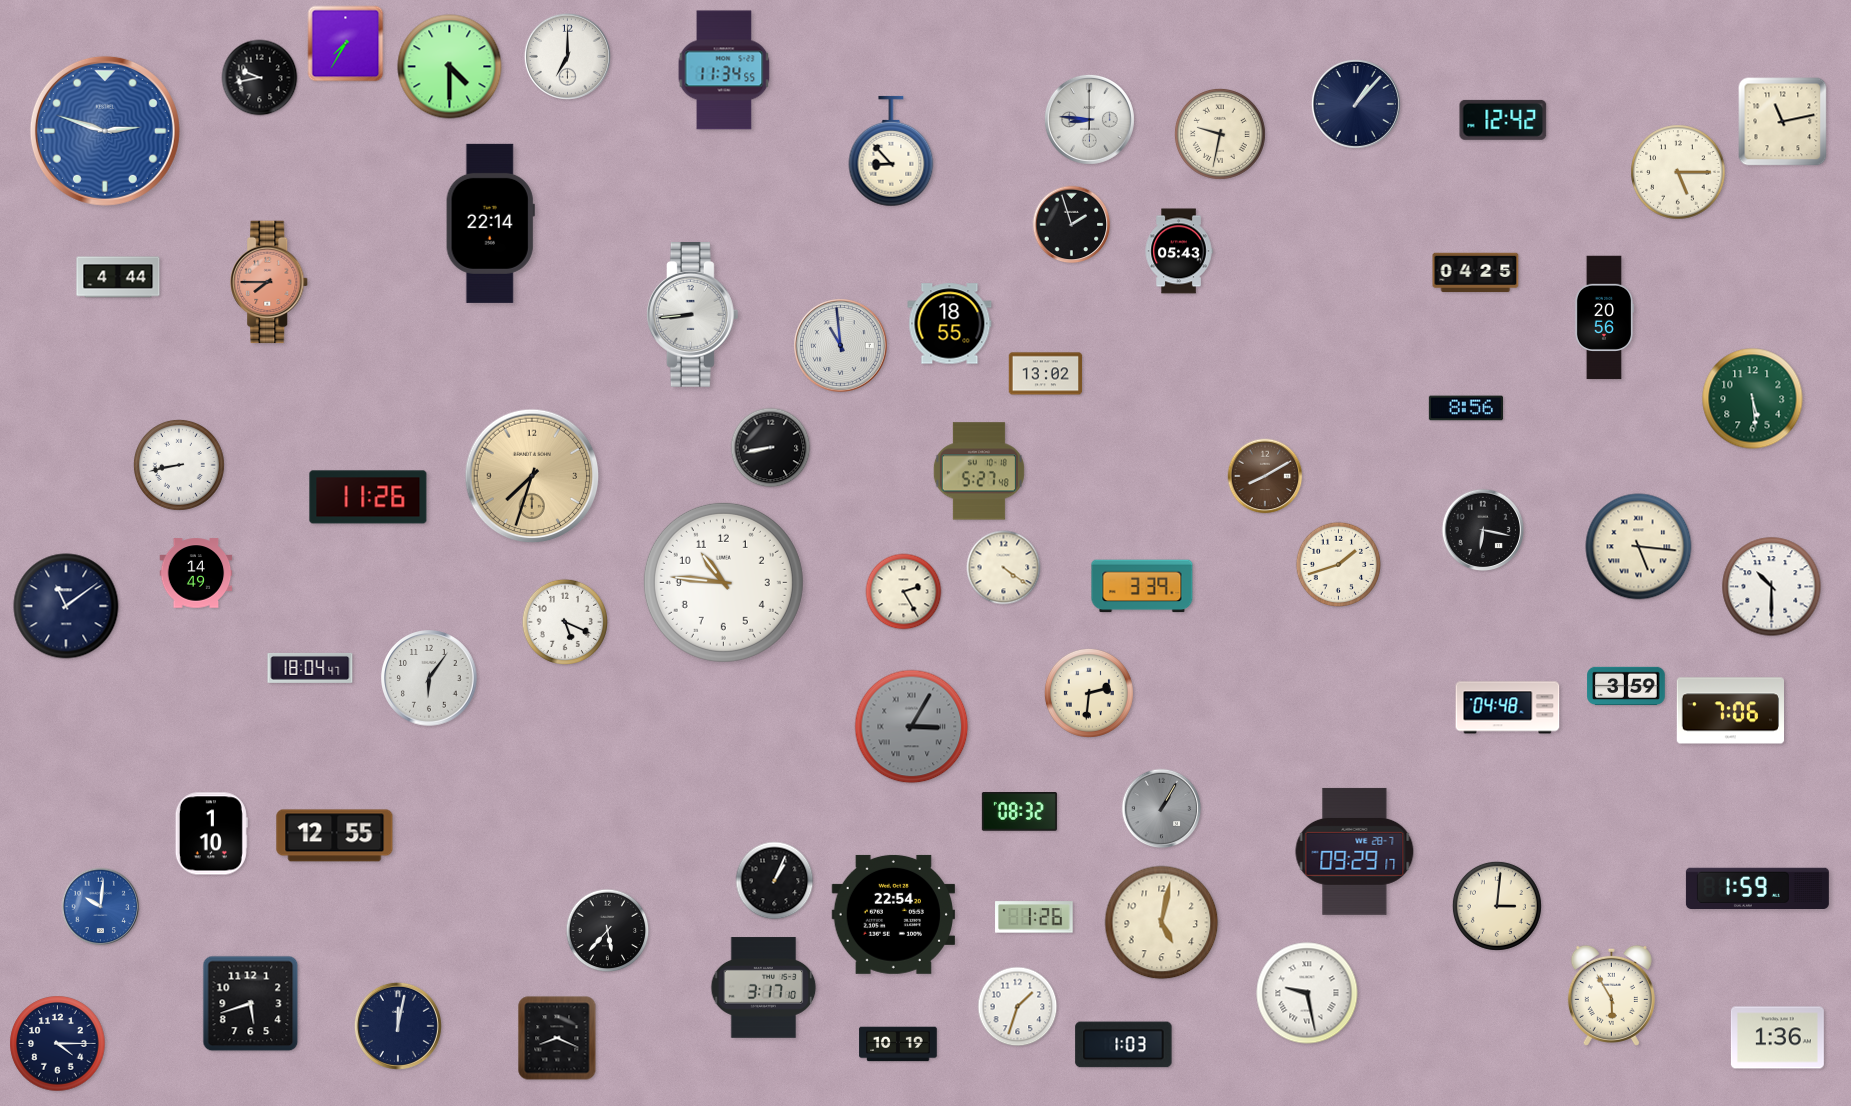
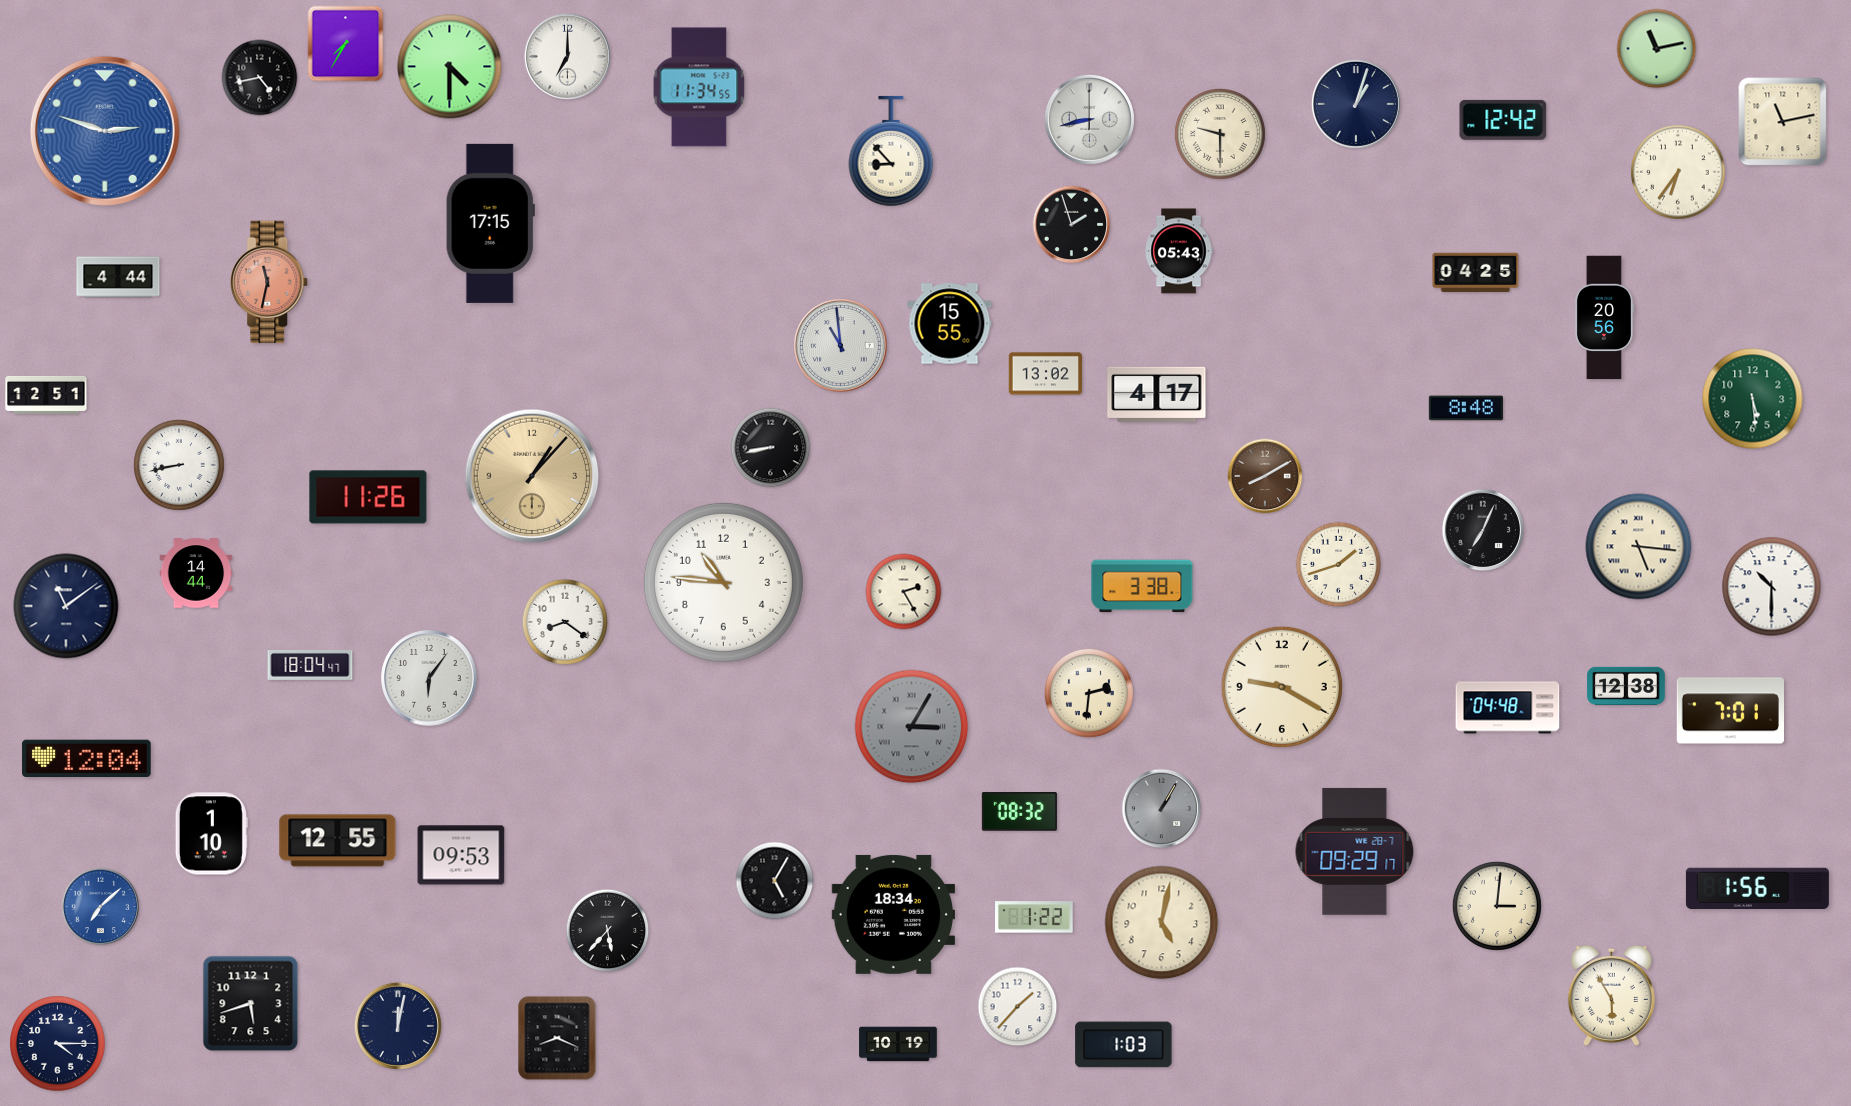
clock at (1657, 49): none -> 11:13
clock at (724, 70) position: (724, 70) -> (699, 87)
clock at (260, 78): 9:43 -> 4:43
clock at (1356, 104): 1:07 -> 1:03
clock at (1089, 119): 8:46 -> 8:43
clock at (1220, 134): 9:32 -> 9:30
clock at (1678, 172): 5:15 -> 6:36
clock at (490, 223): 22:14 -> 17:15
clock at (270, 282): 7:45 -> 11:32
clock at (692, 315): 8:44 -> none
clock at (950, 324): 18:55 -> 15:55
clock at (1157, 394): none -> 4:17
clock at (46, 395): none -> 12:51
clock at (1465, 408): 8:56 -> 8:48
clock at (979, 471): 5:27 -> none
clock at (532, 476): 7:33 -> 1:07
clock at (1482, 529): 6:17 -> 7:04
clock at (1004, 568): 4:21 -> none
clock at (196, 573): 14:49 -> 14:44
clock at (1142, 586): 3:39 -> 3:38
clock at (564, 621): 5:19 -> 8:21
clock at (310, 668) position: (310, 668) -> (310, 665)
clock at (1626, 685): 3:59 -> 12:38
clock at (1282, 687): none -> 9:20
clock at (1730, 711): 7:06 -> 7:01
clock at (87, 758): none -> 12:04
clock at (335, 836) position: (335, 836) -> (338, 841)
clock at (461, 855): none -> 09:53
clock at (775, 881): 1:04 -> 5:05
clock at (1757, 888): 1:59 -> 1:56
clock at (101, 907): 10:01 -> 7:08
clock at (893, 914): 22:54 -> 18:34
clock at (1034, 917): 1:26 -> 1:22
clock at (764, 988): 3:17 -> none
clock at (1307, 993): 9:28 -> none
clock at (1018, 1007): 1:33 -> 1:37
clock at (1777, 1038): 1:36 -> none
